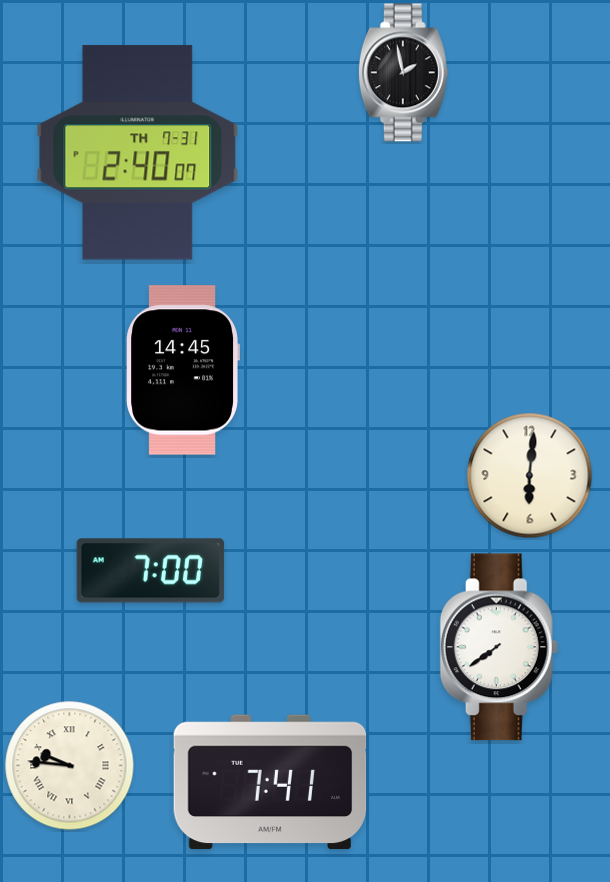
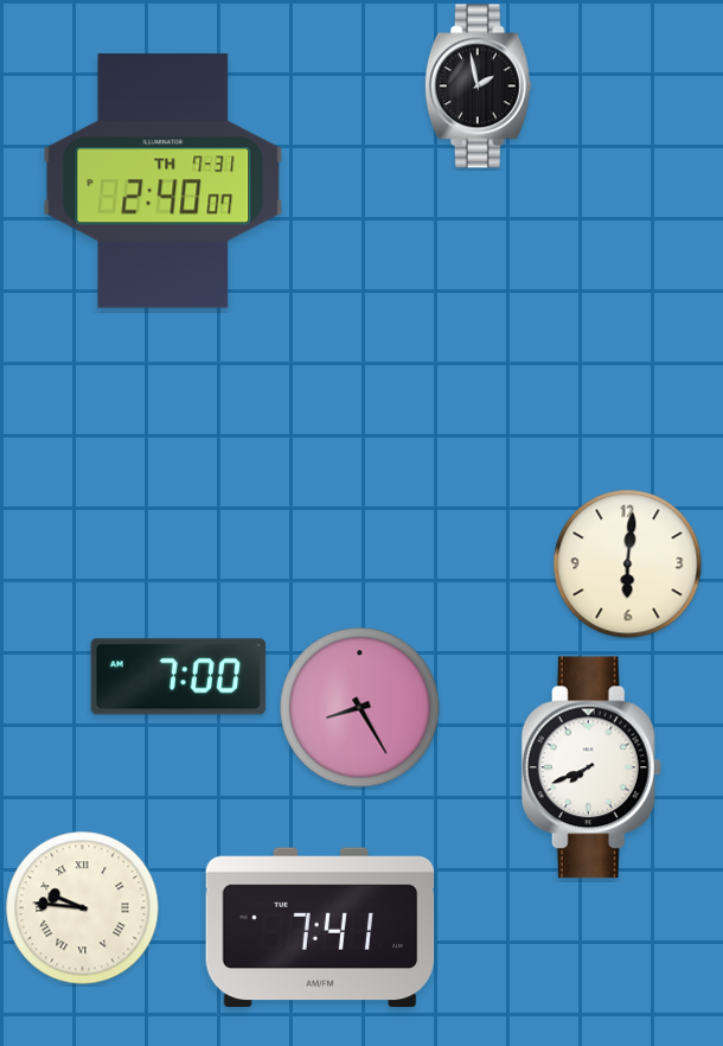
clock at (182, 370): 14:45 -> none
clock at (360, 708): none -> 8:25
clock at (499, 647): 7:39 -> 7:41
